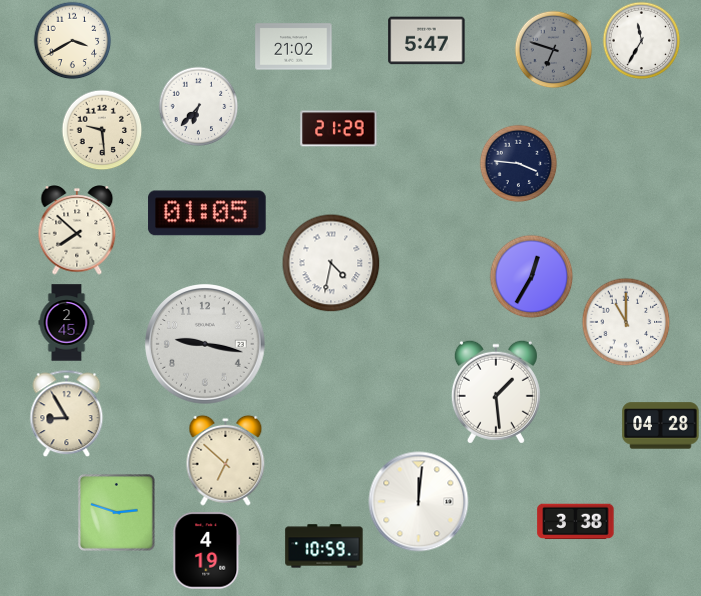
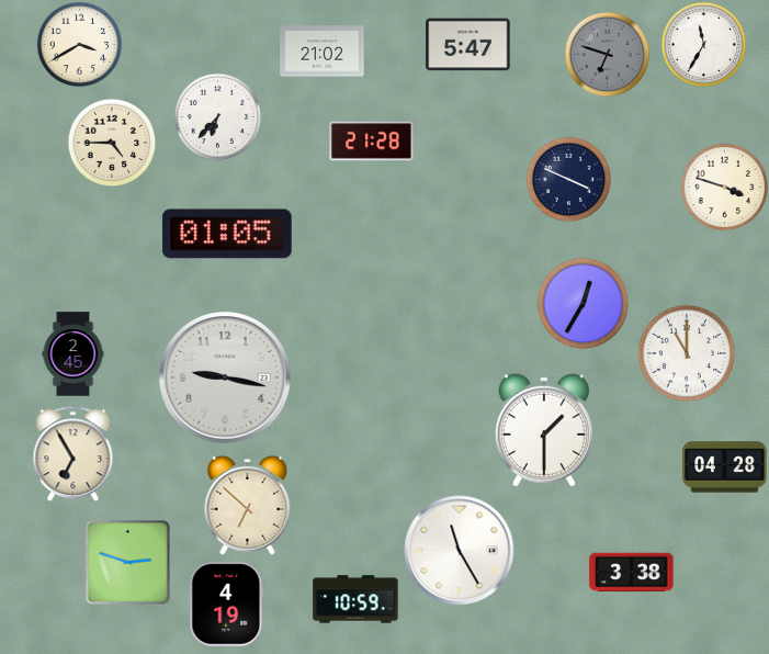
clock at (339, 129): 21:29 -> 21:28
clock at (102, 130): 9:29 -> 4:45
clock at (518, 163): 3:46 -> 3:49
clock at (724, 187): none -> 3:48
clock at (77, 230): 7:52 -> none
clock at (331, 263): 4:32 -> none
clock at (496, 392): 1:29 -> 1:30
clock at (67, 413): 8:55 -> 6:55
clock at (419, 502): 12:01 -> 11:25
